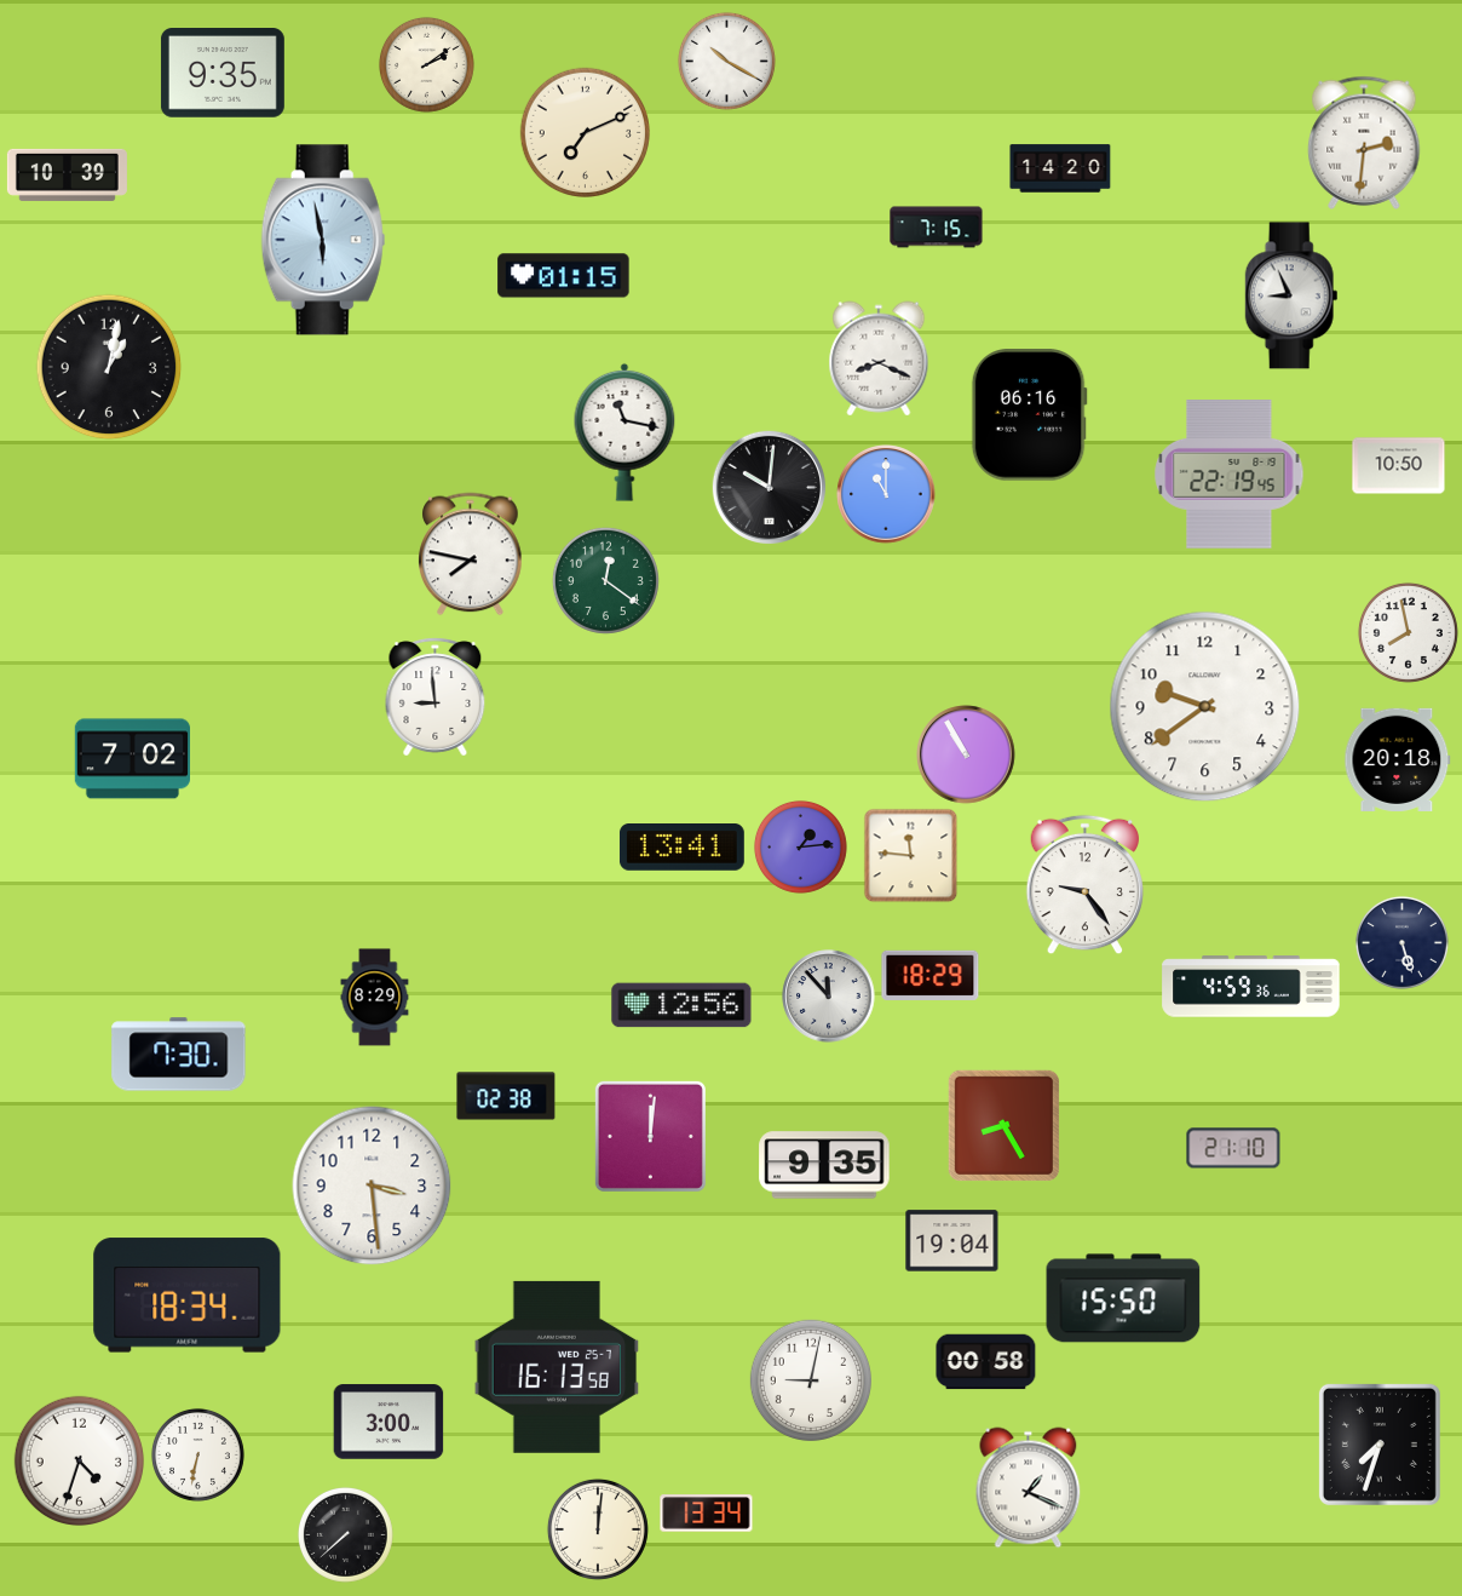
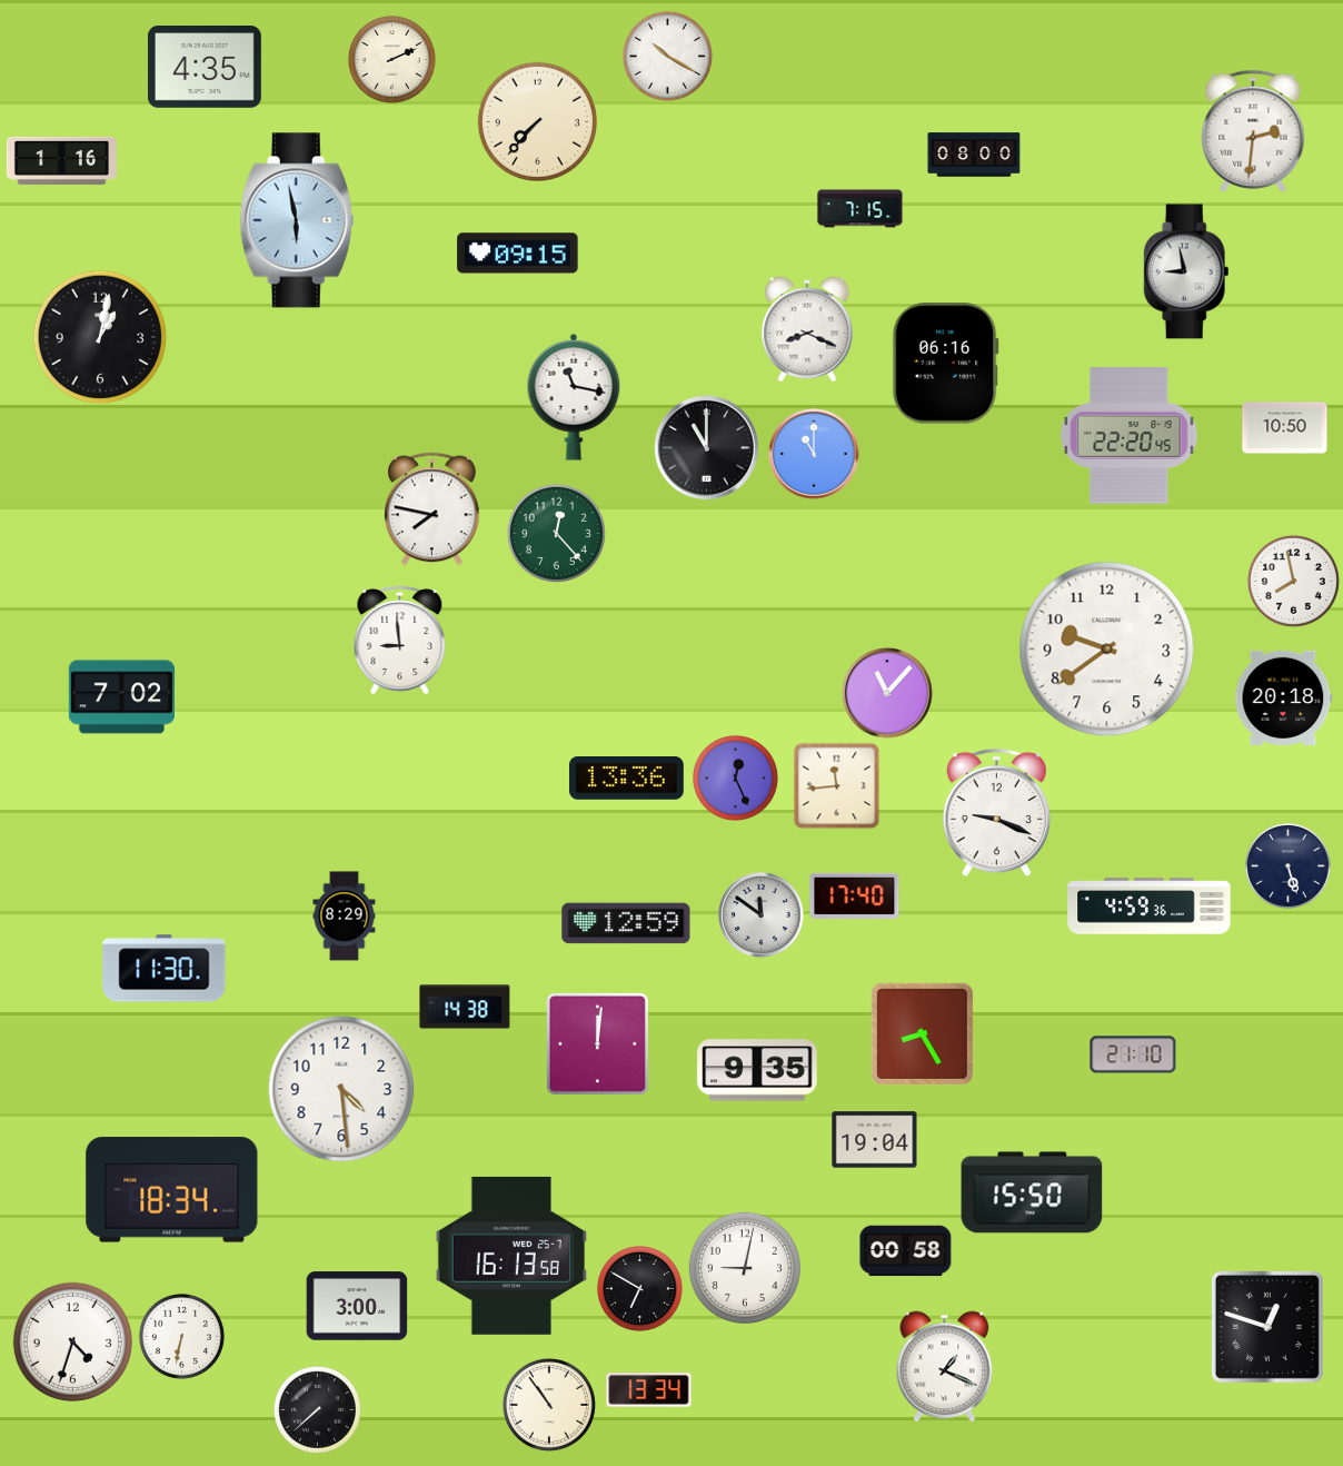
clock at (426, 64): 2:09 -> 2:11
clock at (223, 74): 9:35 -> 4:35
clock at (585, 132): 7:11 -> 7:37
clock at (1060, 168): 14:20 -> 08:00
clock at (67, 174): 10:39 -> 1:16
clock at (564, 276): 01:15 -> 09:15
clock at (1291, 295): 8:56 -> 8:58
clock at (1029, 415) position: (1029, 415) -> (945, 364)
clock at (1230, 475): 22:19 -> 22:20
clock at (769, 487): 10:01 -> 11:00
clock at (605, 580): 12:21 -> 12:23
clock at (966, 754): 10:55 -> 11:07
clock at (800, 846): 1:14 -> 12:26
clock at (681, 848): 13:41 -> 13:36
clock at (910, 855): 11:46 -> 11:44
clock at (1086, 885): 9:24 -> 9:19
clock at (931, 975): 18:29 -> 17:40
clock at (829, 997): 11:53 -> 11:51
clock at (681, 1005): 12:56 -> 12:59
clock at (179, 1055): 7:30 -> 11:30
clock at (506, 1096): 02:38 -> 14:38
clock at (372, 1185): 3:29 -> 4:29
clock at (639, 1288): none -> 6:50
clock at (1380, 1445): 7:33 -> 12:48
clock at (598, 1529): 12:01 -> 10:54
